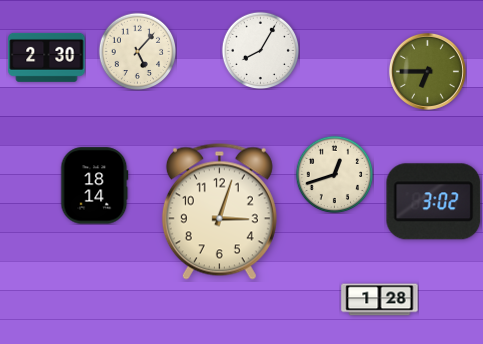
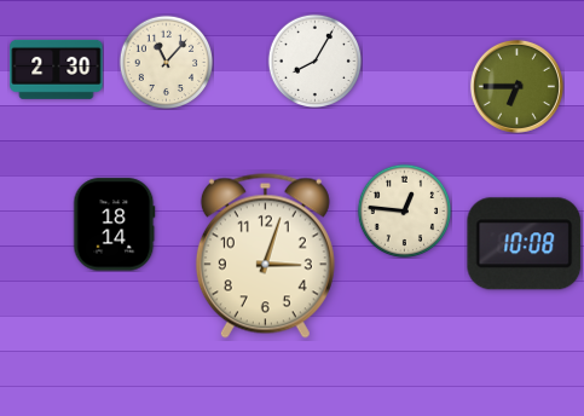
clock at (137, 51): 5:07 -> 11:07
clock at (334, 174): 12:42 -> 12:46
clock at (434, 202): 3:02 -> 10:08
clock at (380, 300): 1:28 -> none
